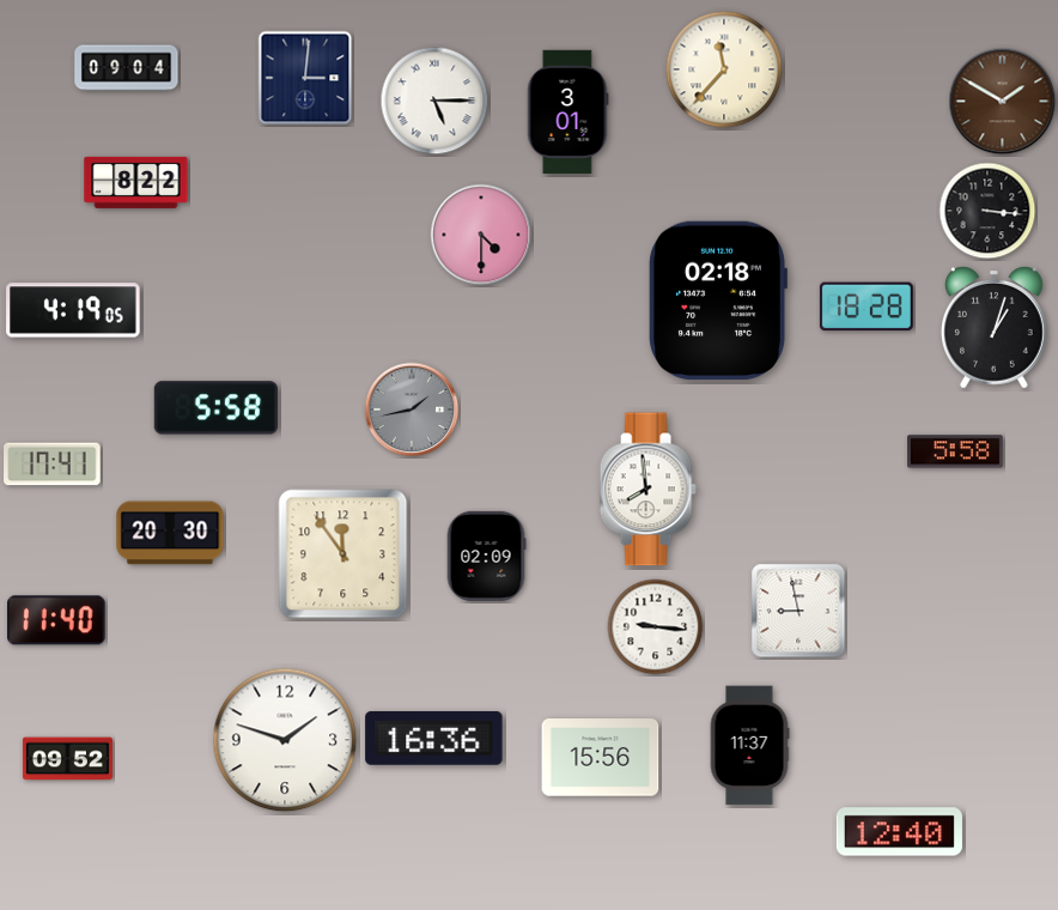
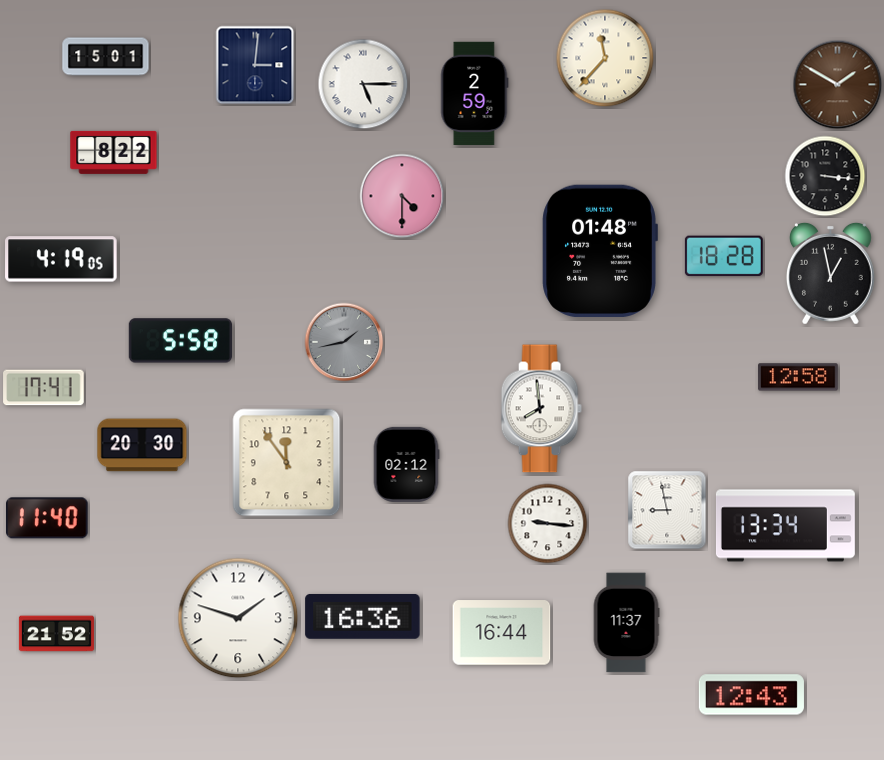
clock at (127, 68): 09:04 -> 15:01
clock at (568, 111): 3:01 -> 2:59
clock at (718, 301): 02:18 -> 01:48
clock at (993, 327): 1:03 -> 12:58
clock at (955, 451): 5:58 -> 12:58
clock at (486, 556): 02:09 -> 02:12
clock at (785, 526): none -> 13:34
clock at (601, 758): 15:56 -> 16:44
clock at (67, 759): 09:52 -> 21:52
clock at (899, 832): 12:40 -> 12:43
